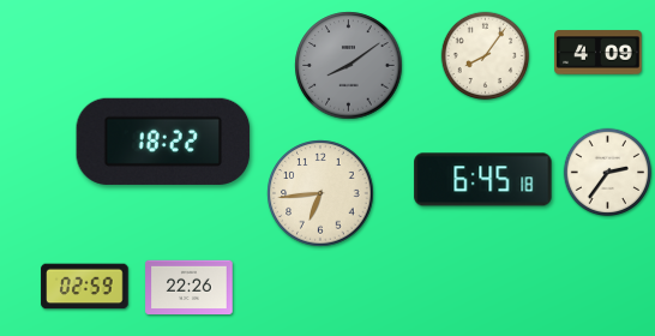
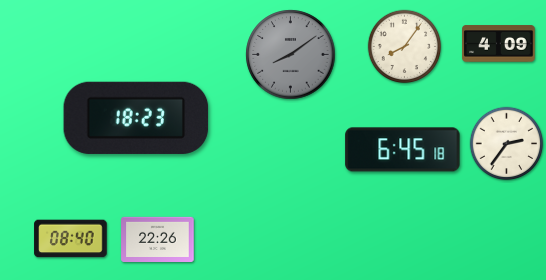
clock at (163, 142): 18:22 -> 18:23
clock at (320, 193): 6:44 -> none
clock at (85, 287): 02:59 -> 08:40
